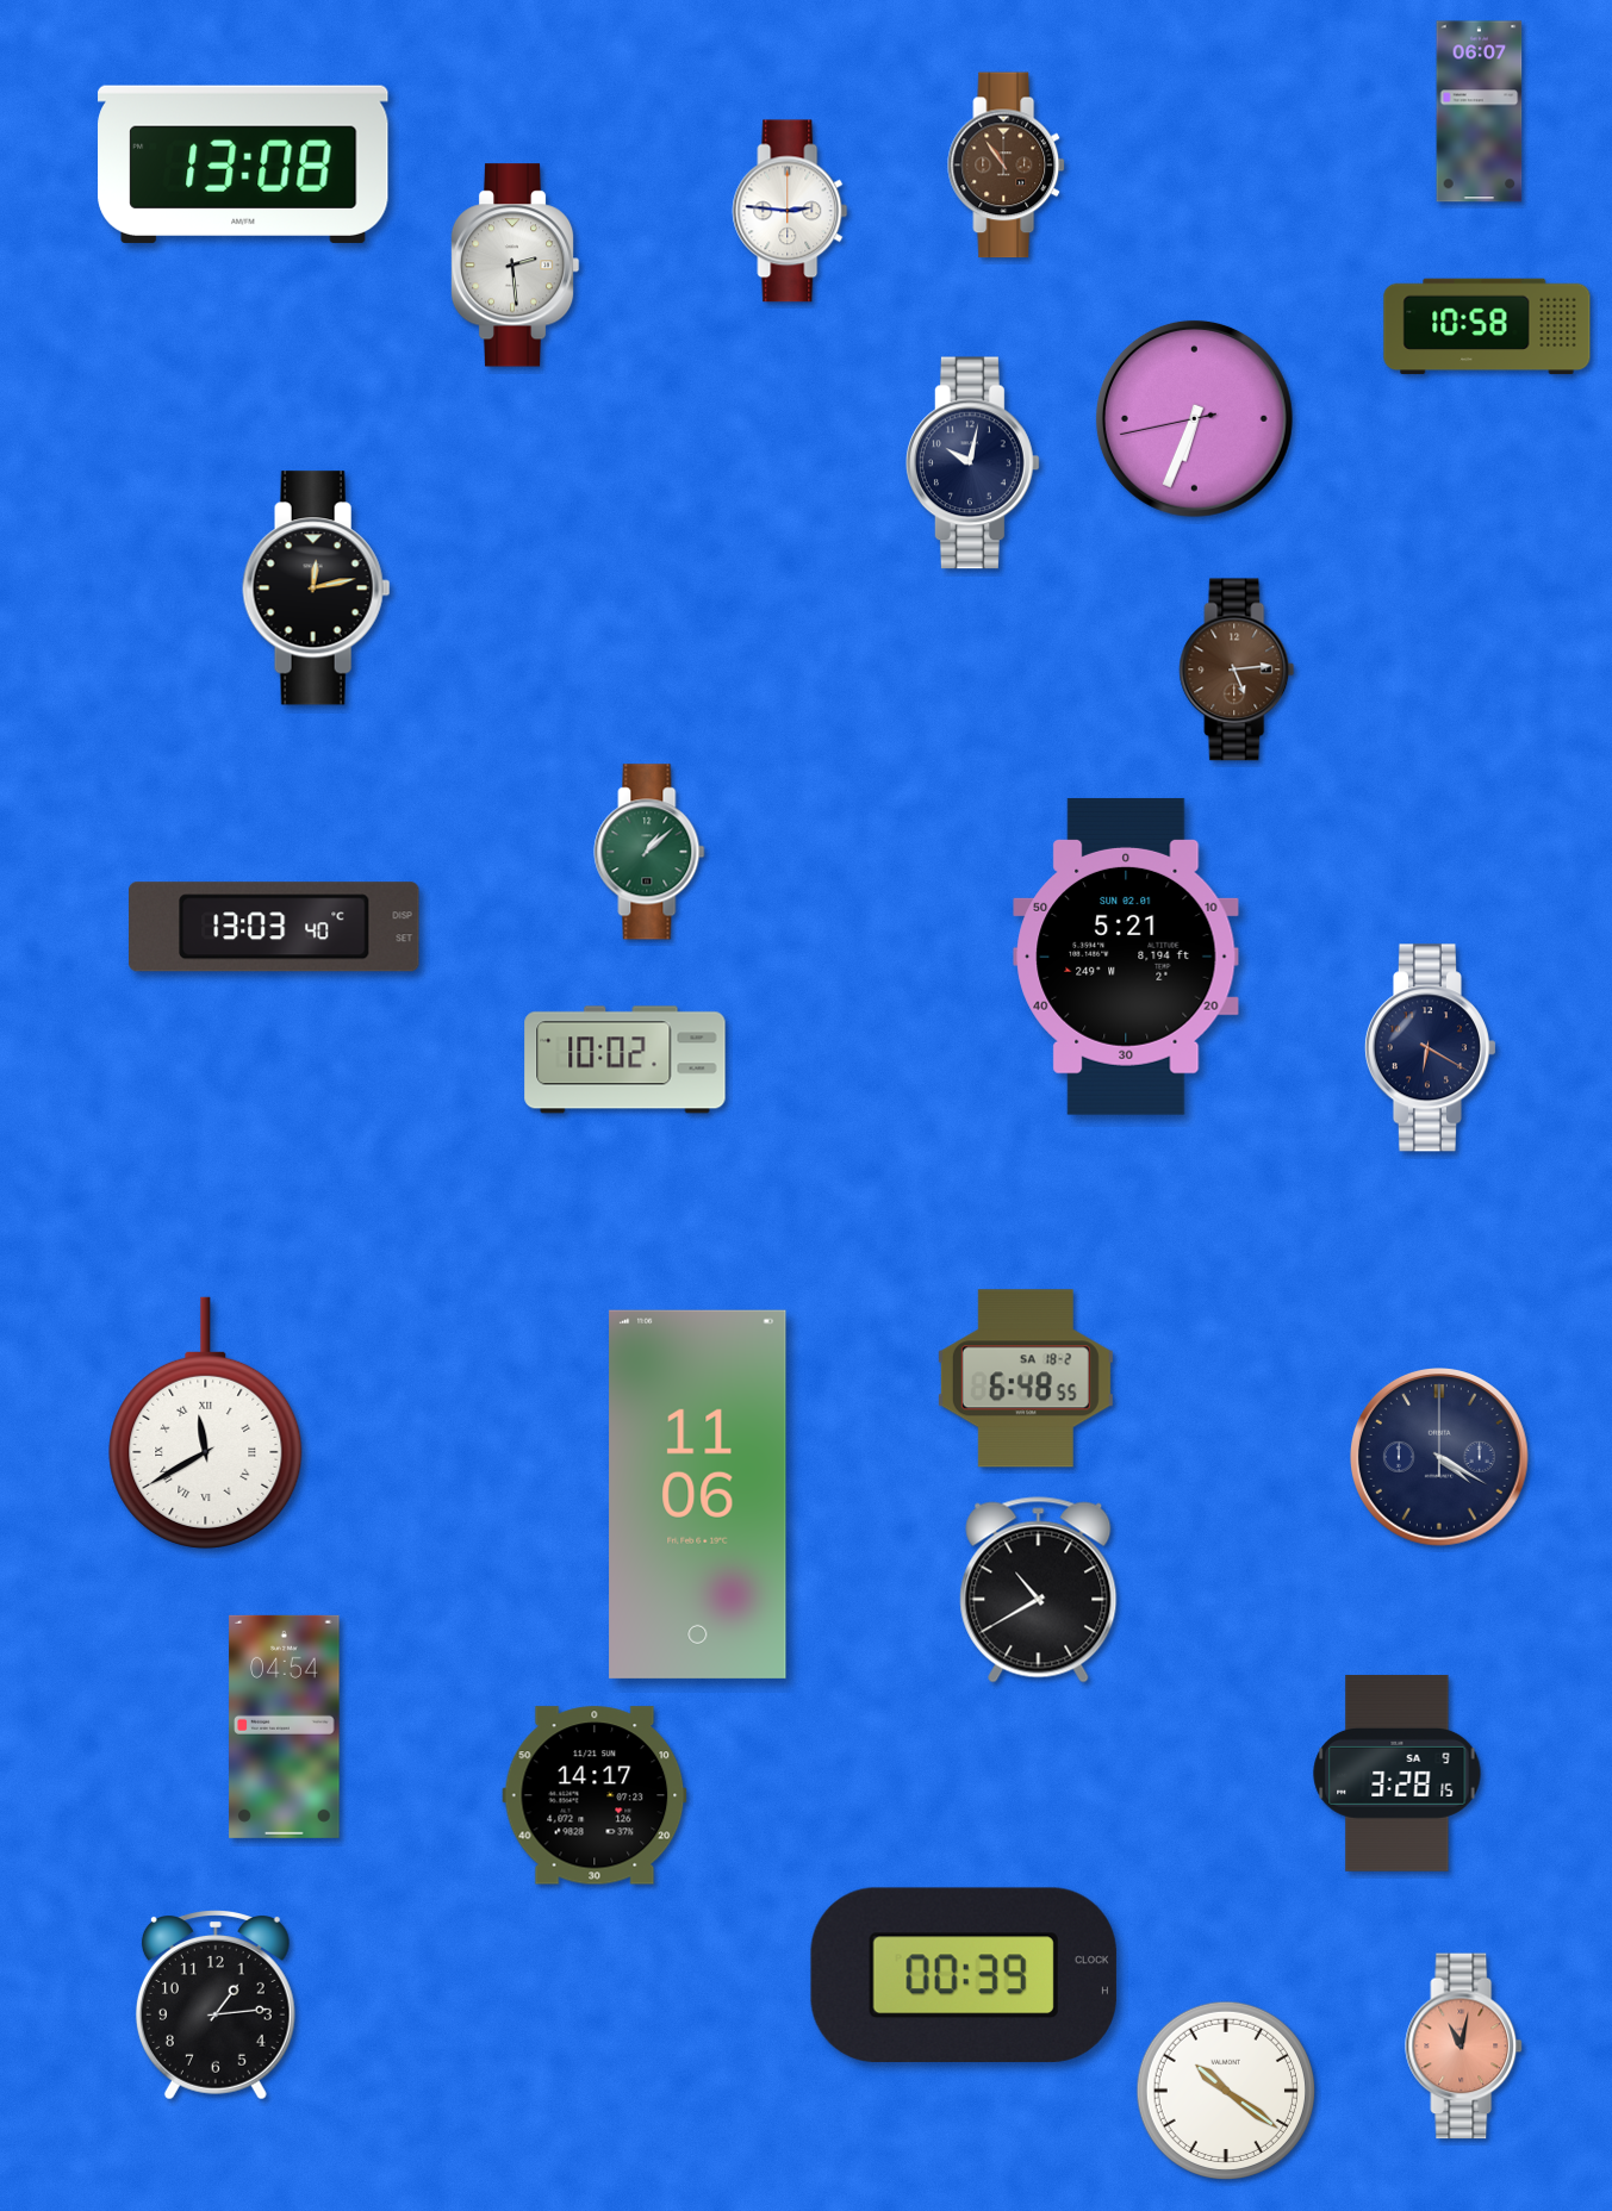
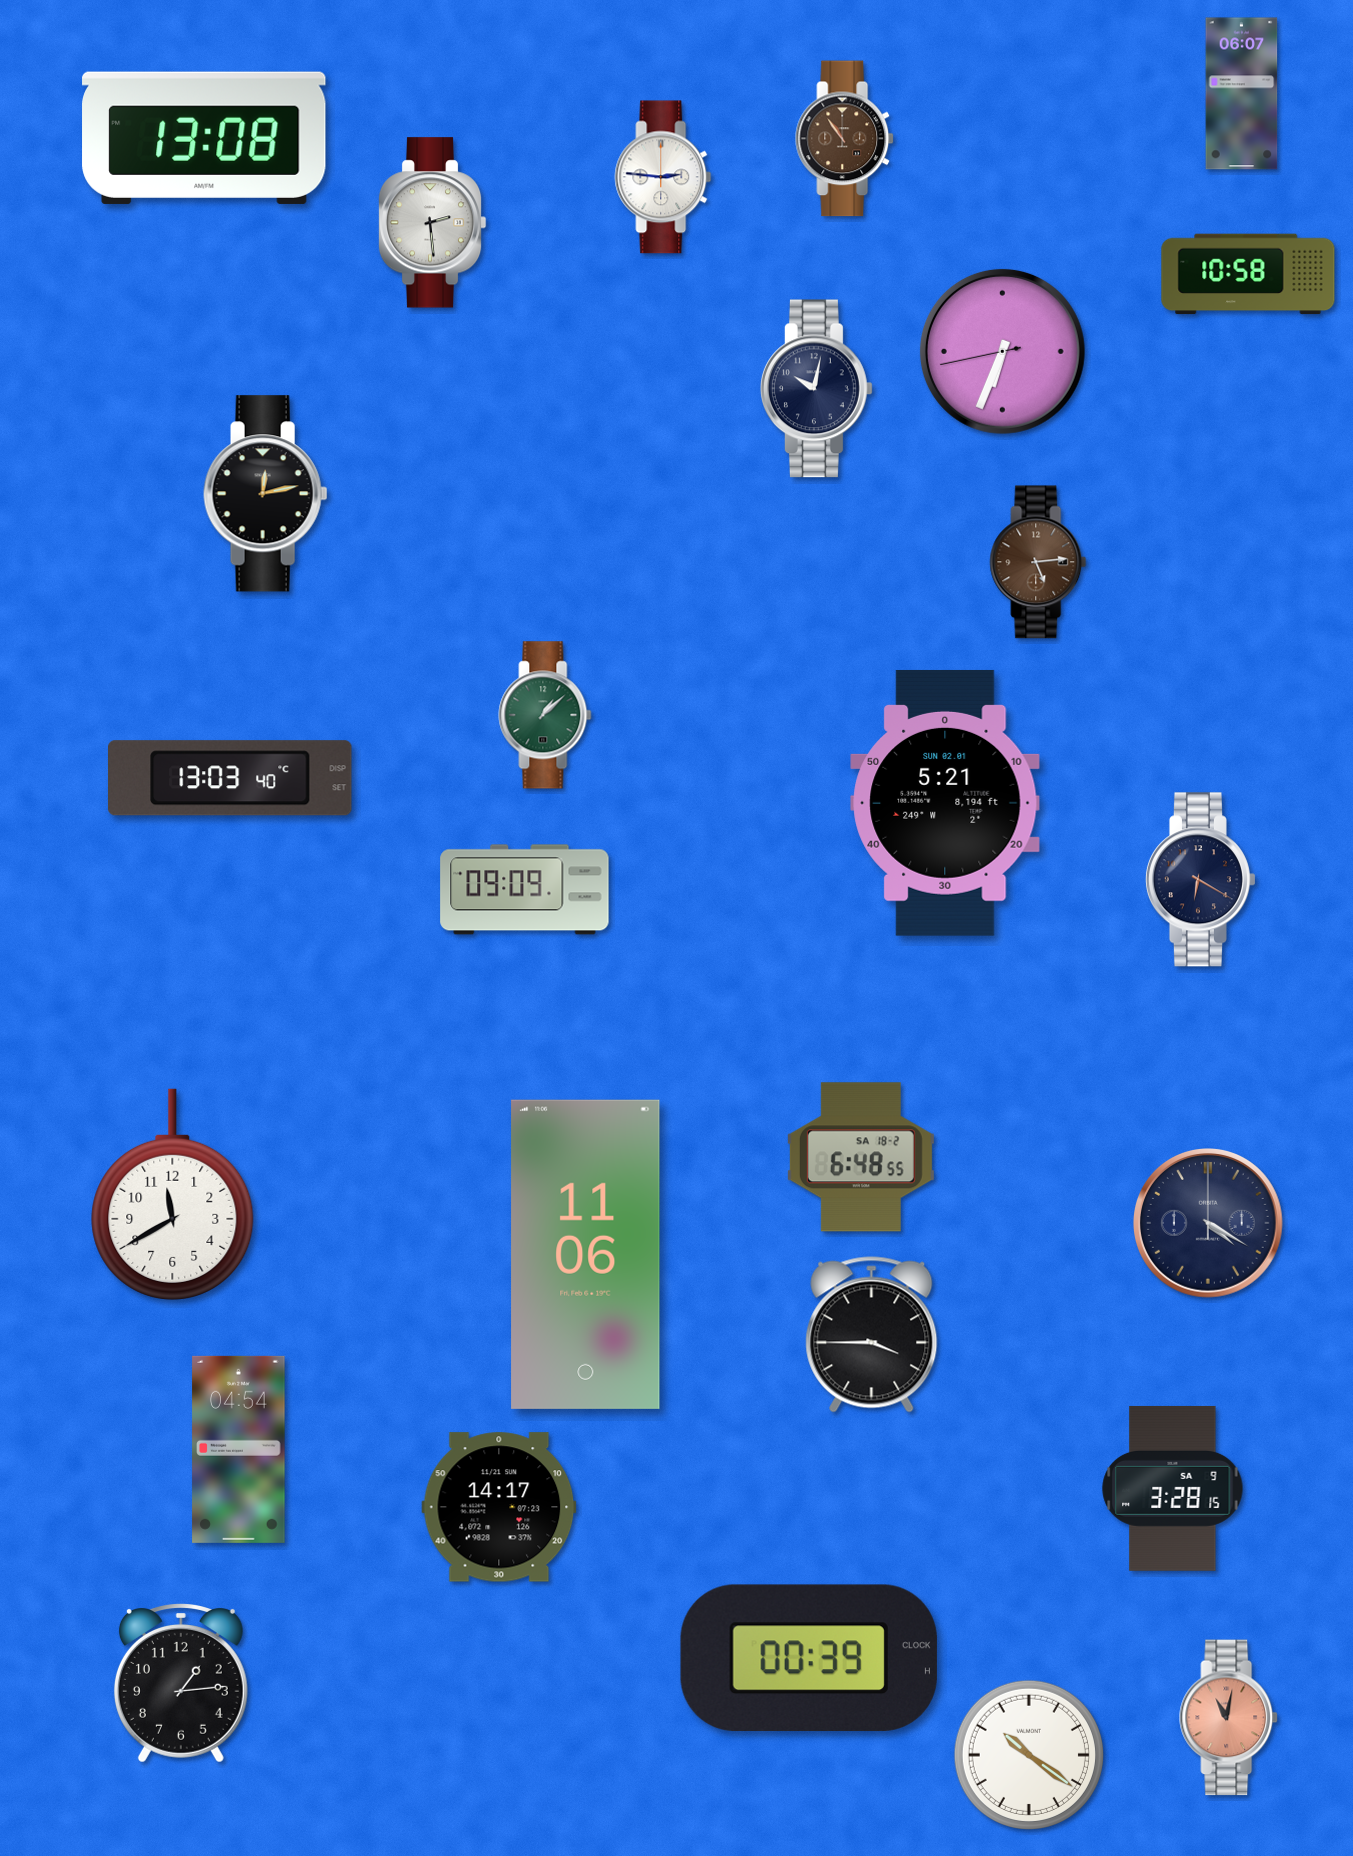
clock at (625, 1060): 10:02 -> 09:09
clock at (206, 1422) numerals: Roman -> Arabic
clock at (1039, 1590): 10:40 -> 3:45
